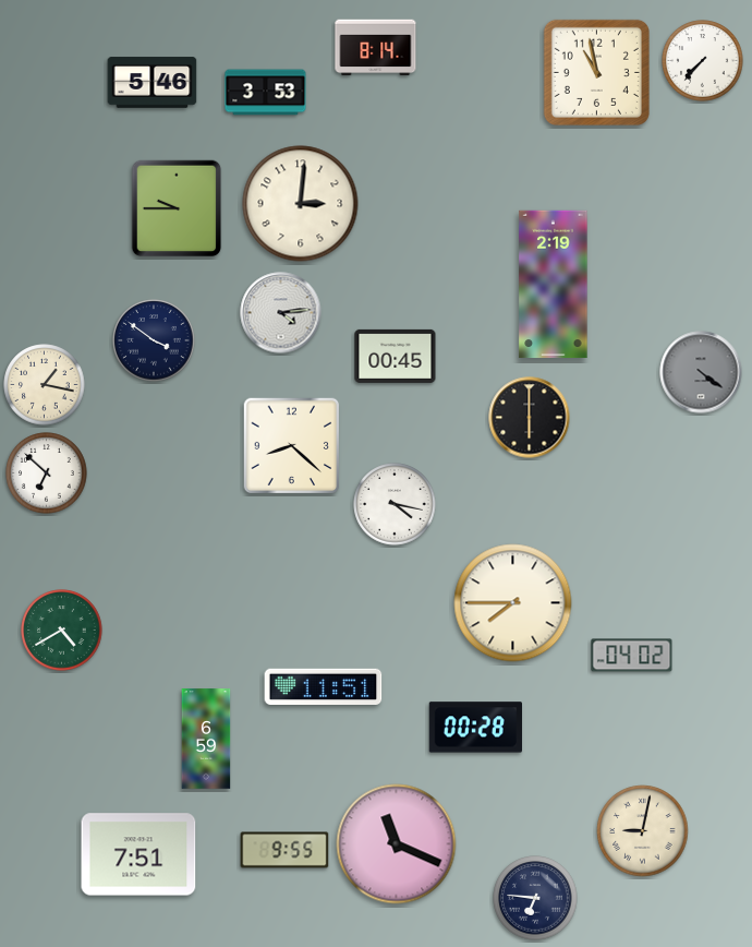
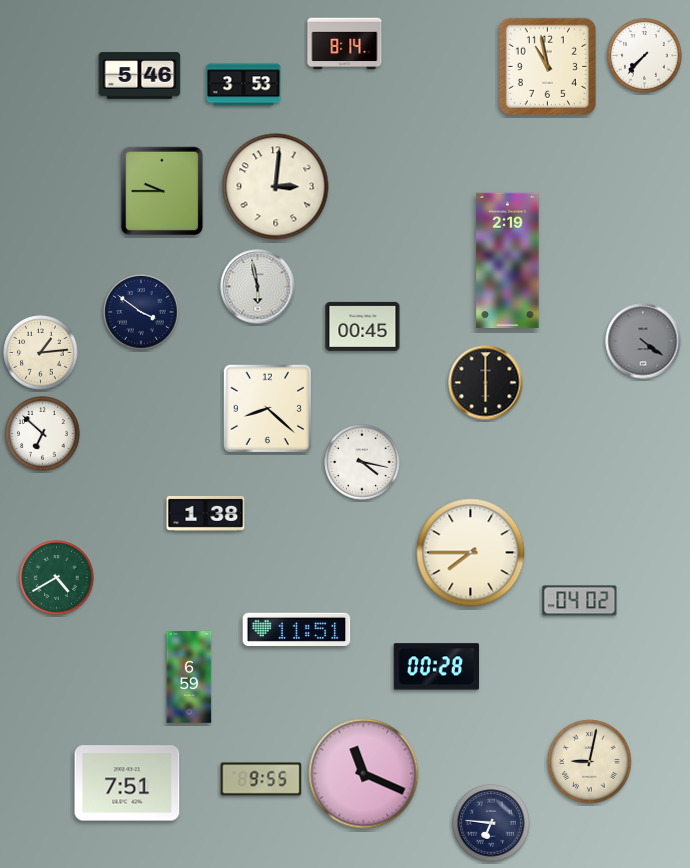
clock at (281, 313): 4:14 -> 5:58
clock at (45, 385): 1:17 -> 1:14
clock at (206, 513): none -> 1:38
